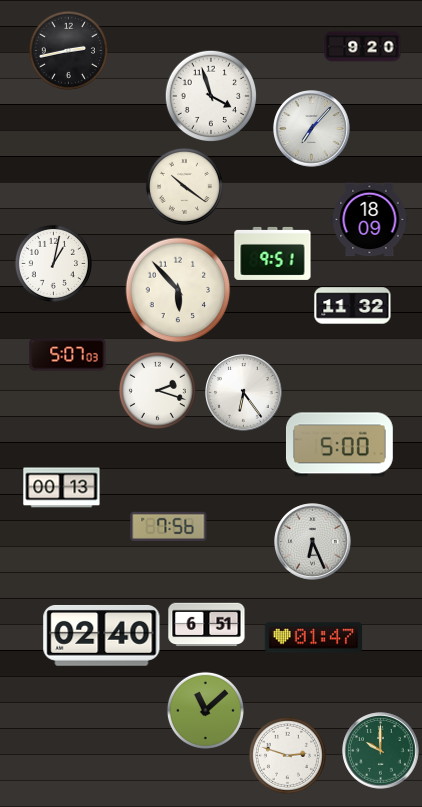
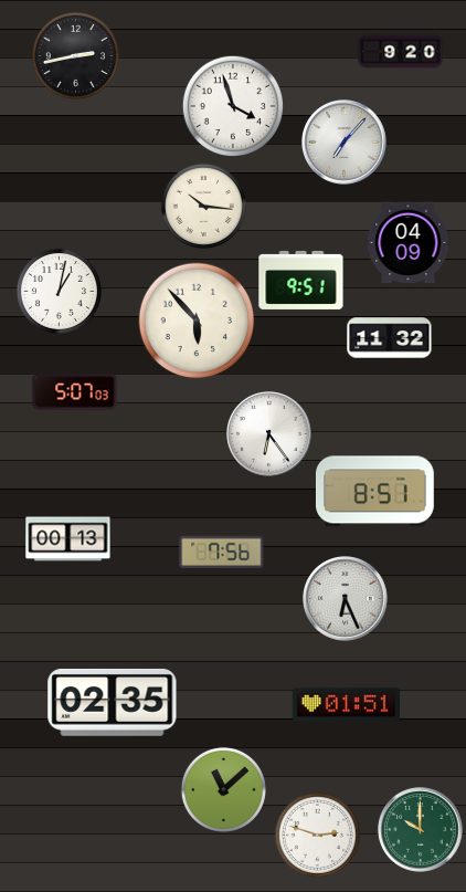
clock at (184, 186): 10:21 -> 10:16
clock at (370, 220): 18:09 -> 04:09
clock at (157, 390): 2:18 -> none
clock at (340, 445): 5:00 -> 8:51
clock at (169, 526) position: (169, 526) -> (222, 552)
clock at (207, 625): 6:51 -> none
clock at (102, 635): 02:40 -> 02:35
clock at (314, 638): 01:47 -> 01:51
clock at (205, 710) position: (205, 710) -> (223, 789)
